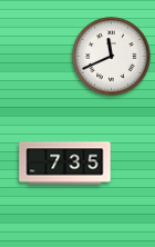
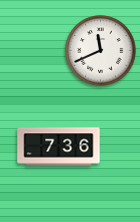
clock at (65, 164): 7:35 -> 7:36
